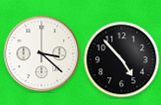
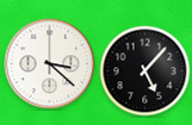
clock at (122, 60): 4:53 -> 5:07
